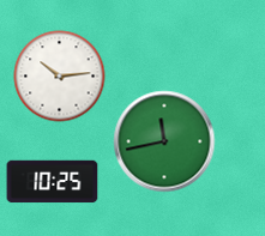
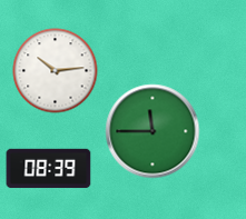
clock at (164, 141): 11:43 -> 11:45
clock at (53, 182): 10:25 -> 08:39
